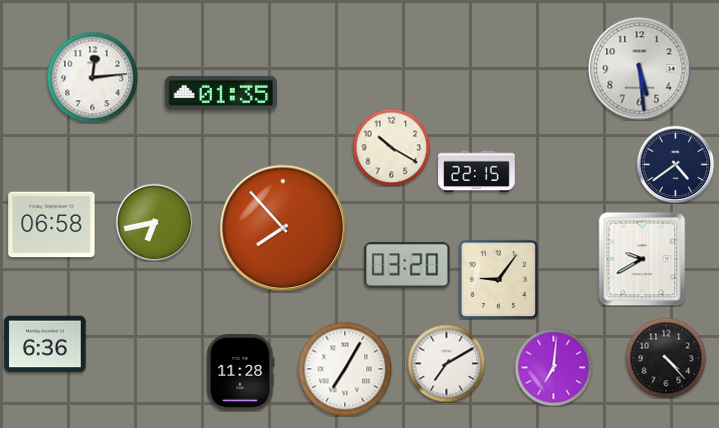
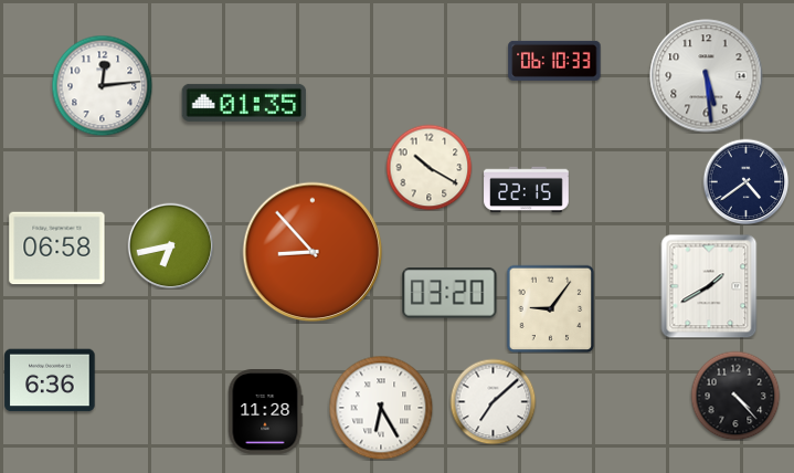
clock at (554, 61): none -> 06:10
clock at (391, 147) position: (391, 147) -> (428, 167)
clock at (283, 228): 7:53 -> 8:53
clock at (642, 259): 9:40 -> 1:40
clock at (446, 363): 7:10 -> 7:08
clock at (553, 367): 7:01 -> none
clock at (345, 369): 7:05 -> 6:25
